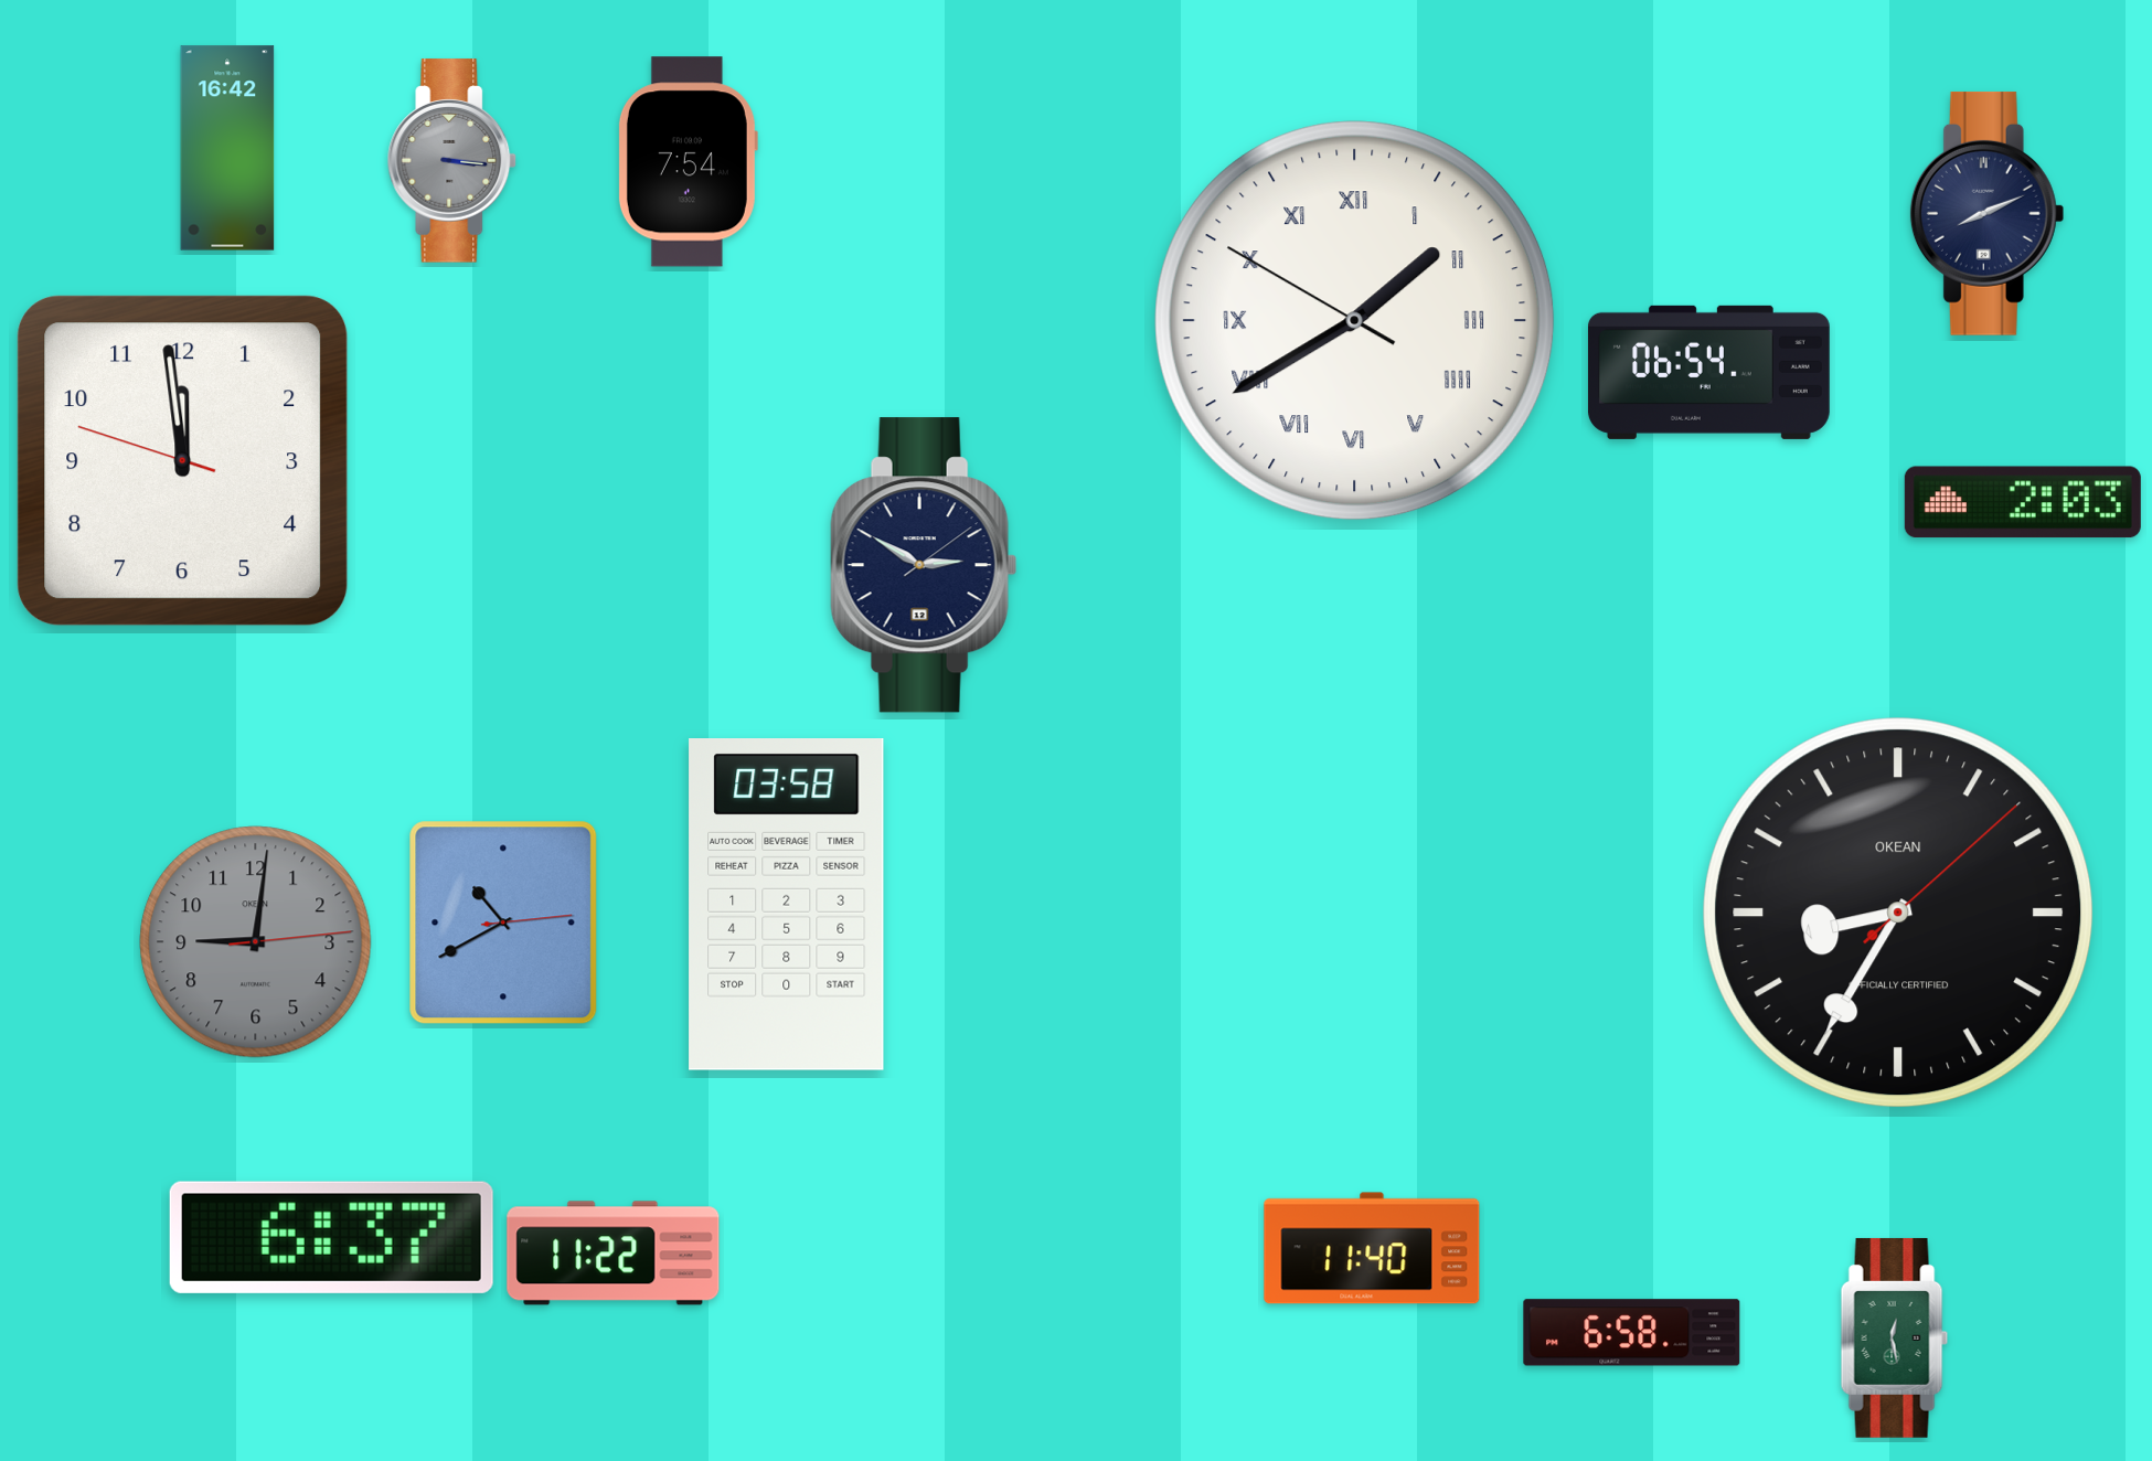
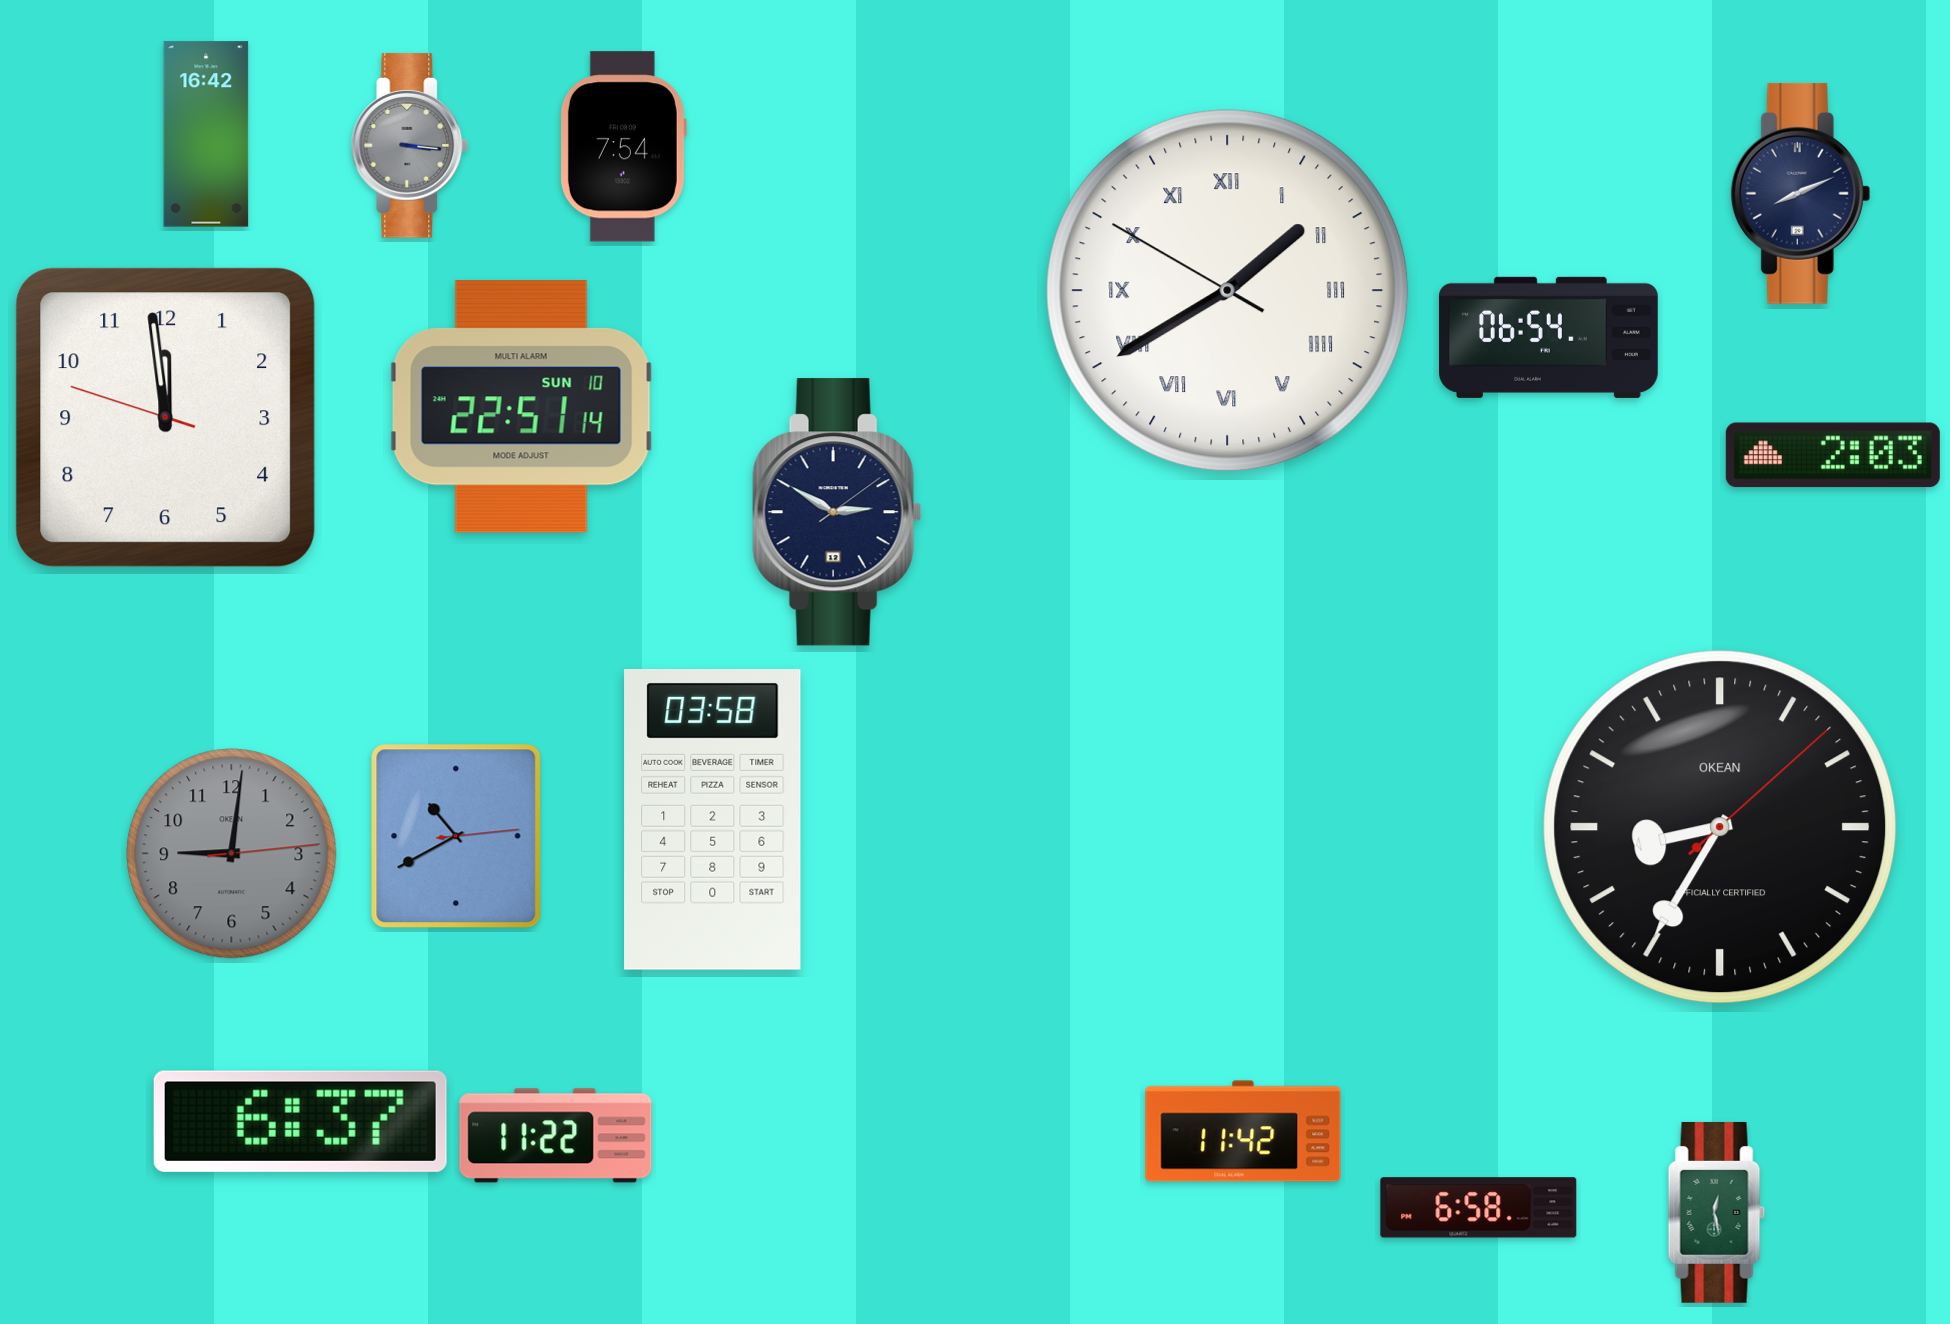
clock at (521, 407): none -> 22:51
clock at (1372, 1248): 11:40 -> 11:42
